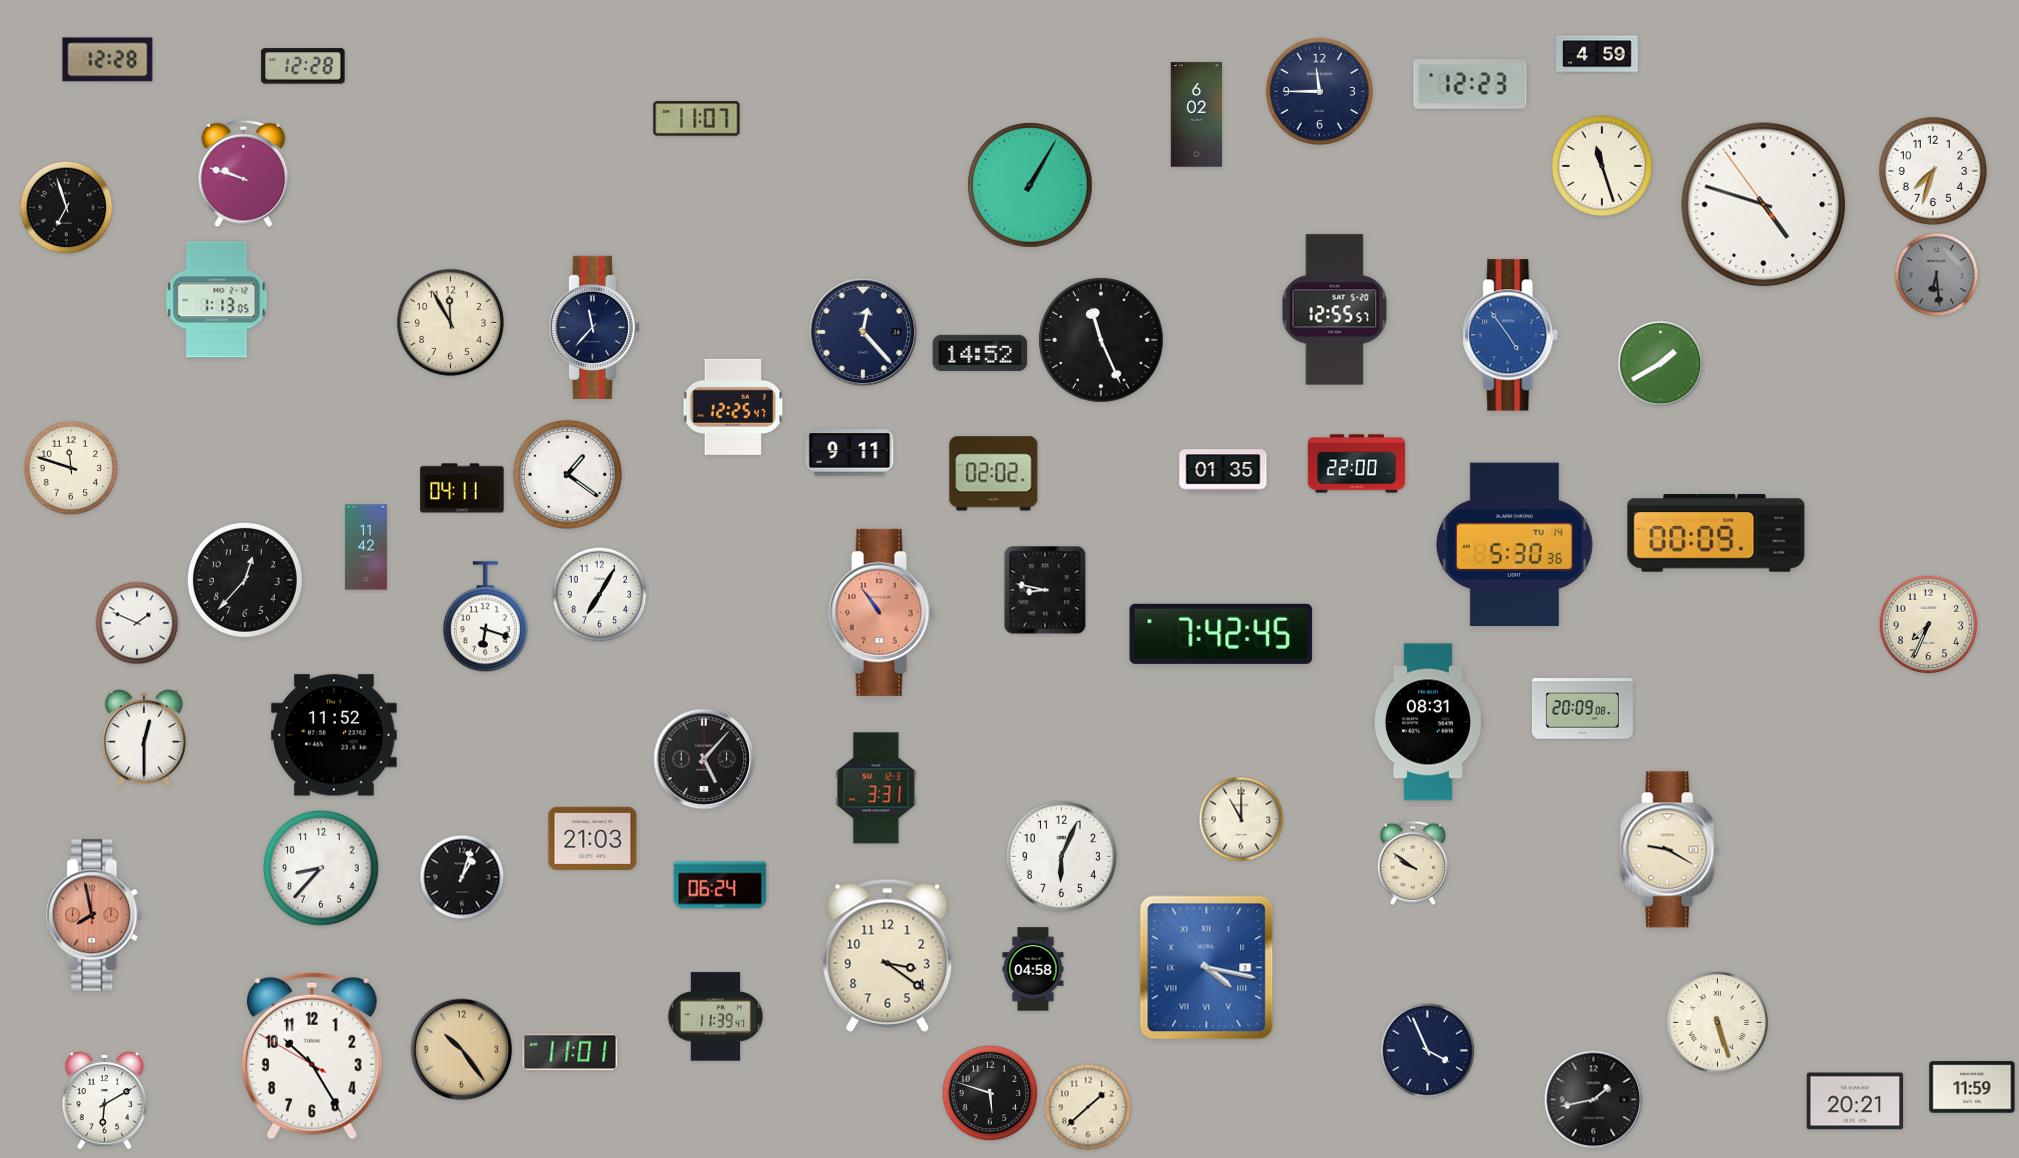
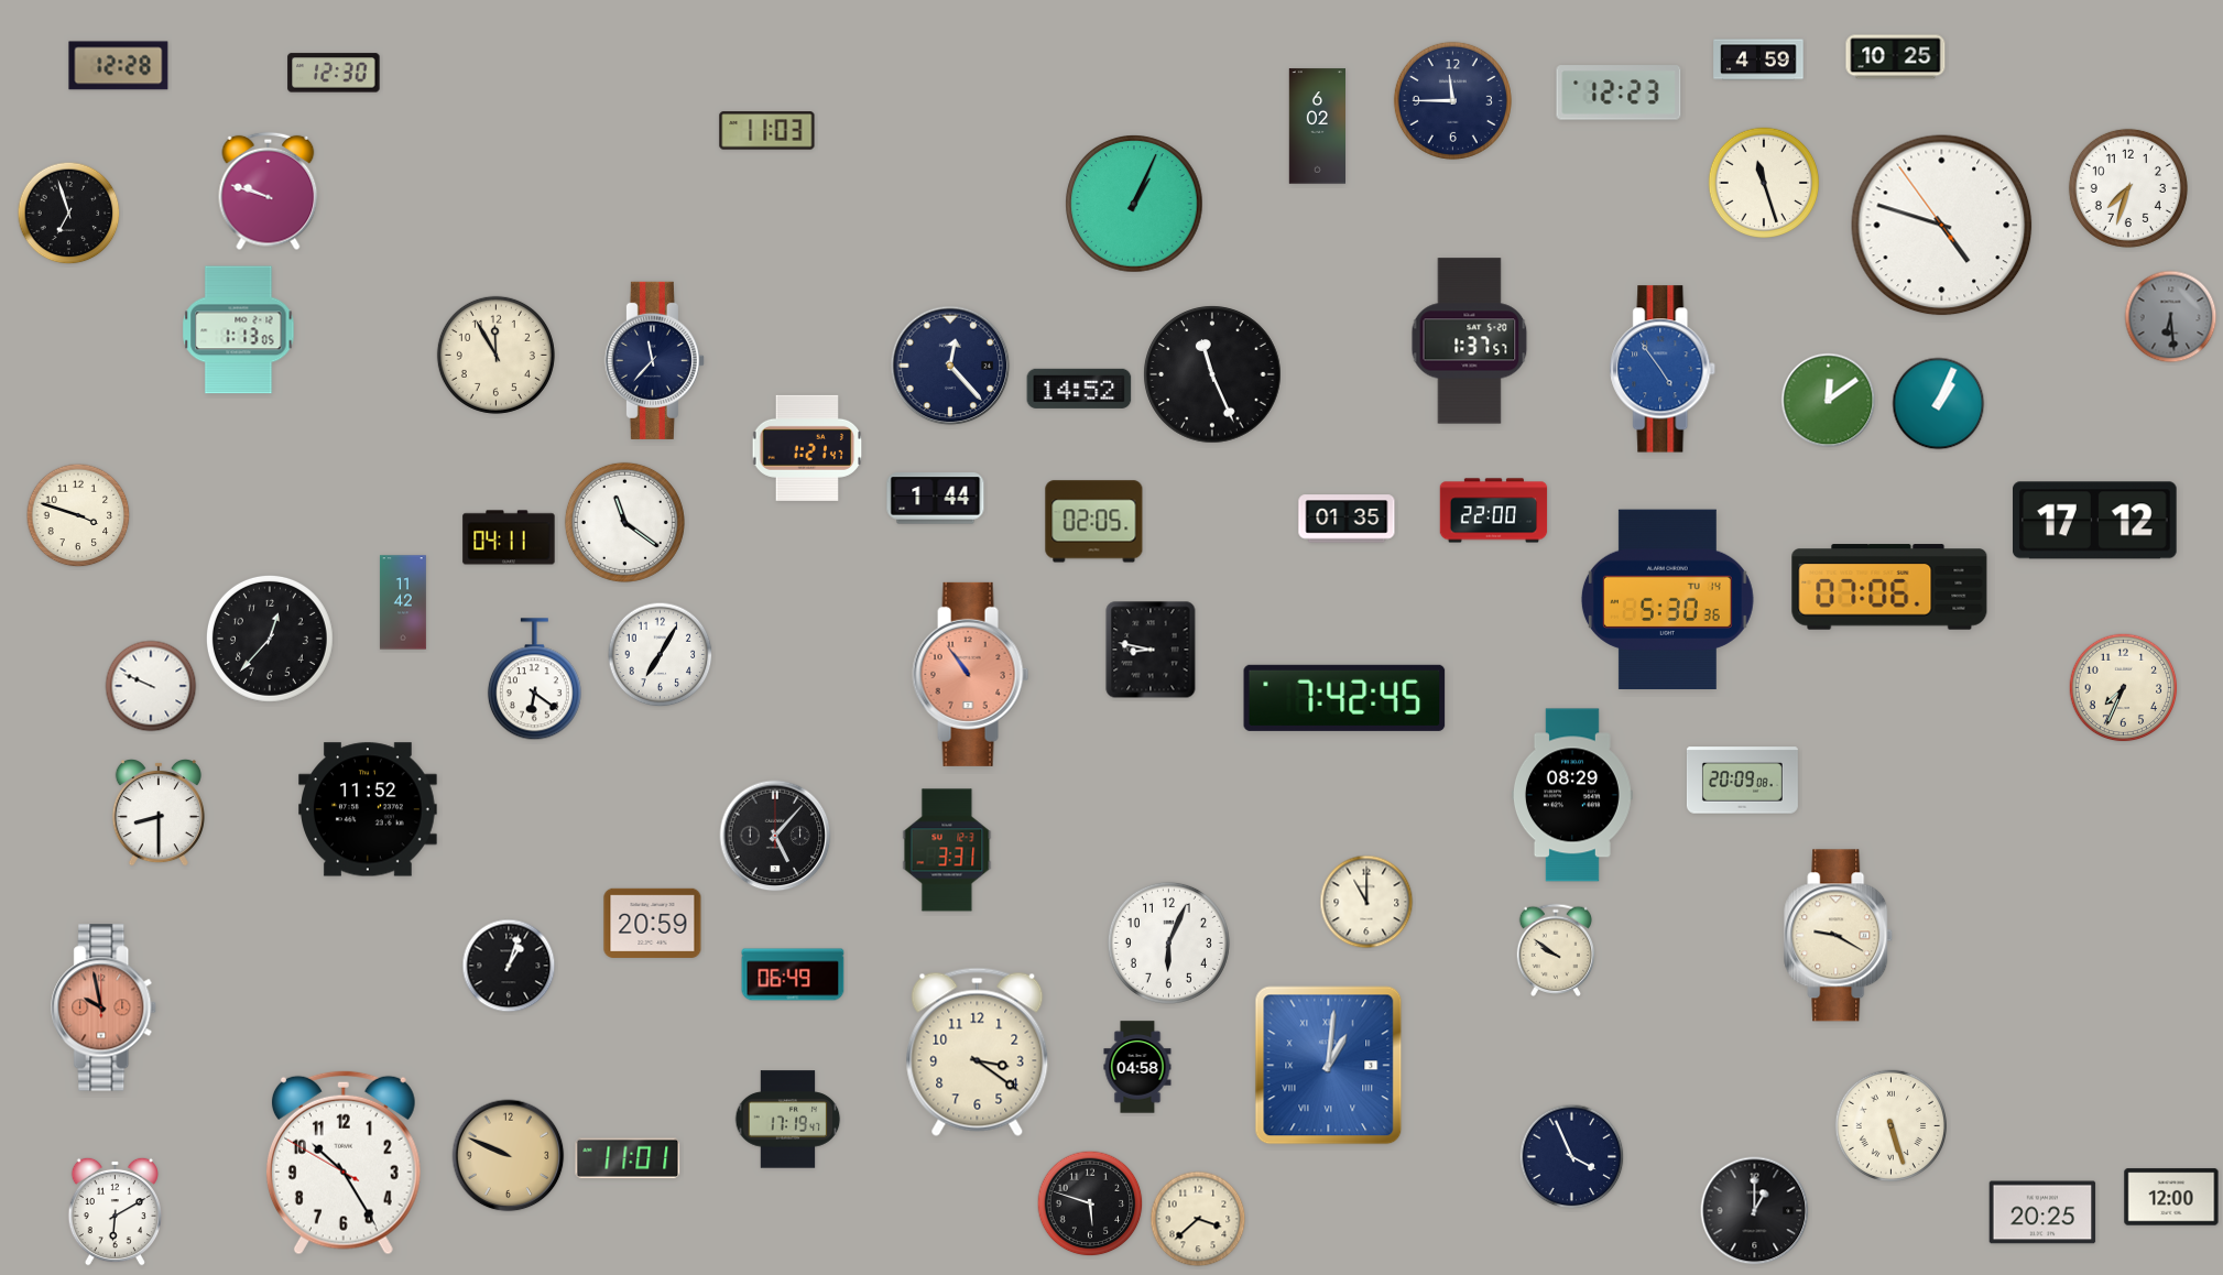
clock at (1896, 57): none -> 10:25
clock at (303, 66): 12:28 -> 12:30
clock at (697, 119): 11:07 -> 11:03
clock at (1030, 185): 1:05 -> 1:04
clock at (67, 208) position: (67, 208) -> (69, 214)
clock at (1937, 275) position: (1937, 275) -> (2171, 317)
clock at (1335, 310): 12:55 -> 1:37
clock at (1661, 364): 1:40 -> 12:09
clock at (1939, 404): none -> 1:04
clock at (733, 407): 12:25 -> 1:21
clock at (850, 453): 9:11 -> 1:44
clock at (71, 468): 11:48 -> 3:48
clock at (2095, 521): none -> 17:12
clock at (567, 474): 1:21 -> 11:21
clock at (994, 474): 02:02 -> 02:05
clock at (1716, 533): 00:09 -> 07:06
clock at (485, 617): 6:18 -> 6:21
clock at (137, 623): 1:49 -> 9:49
clock at (1428, 722): 08:31 -> 08:29
clock at (144, 739): 12:30 -> 8:30
clock at (876, 788) position: (876, 788) -> (947, 850)
clock at (593, 838): 21:03 -> 20:59
clock at (321, 868): 8:37 -> none
clock at (720, 885): 06:24 -> 06:49
clock at (95, 915): 7:58 -> 9:58
clock at (1207, 968): 4:17 -> 1:01
clock at (716, 1017): 11:39 -> 17:19
clock at (462, 1050): 10:24 -> 9:49
clock at (1972, 1087): 11:59 -> 12:00
clock at (1594, 1100): 1:43 -> 1:00
clock at (1855, 1101): 20:21 -> 20:25
clock at (1088, 1107): 1:38 -> 3:38
